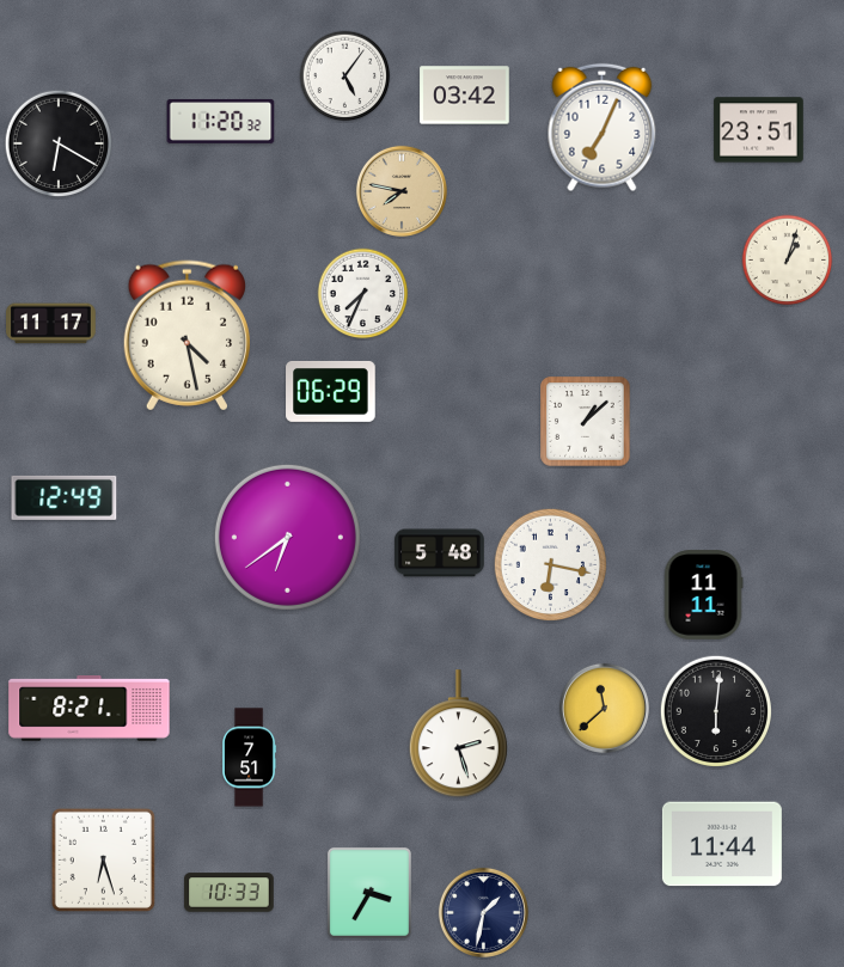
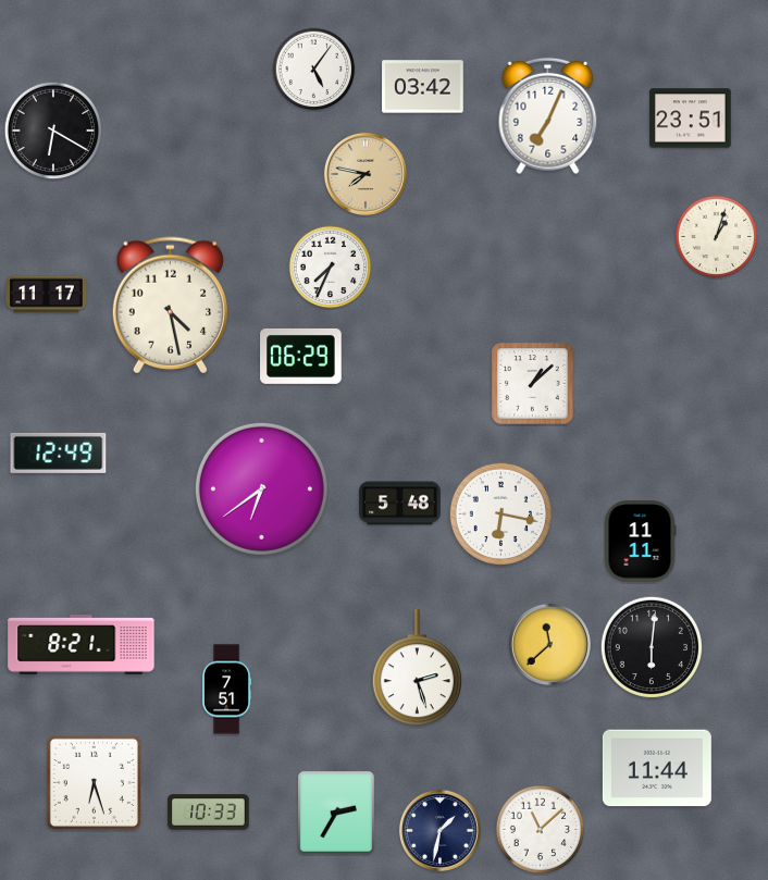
clock at (221, 121): 11:20 -> none
clock at (369, 893): 3:35 -> 2:35
clock at (541, 830): none -> 11:08
